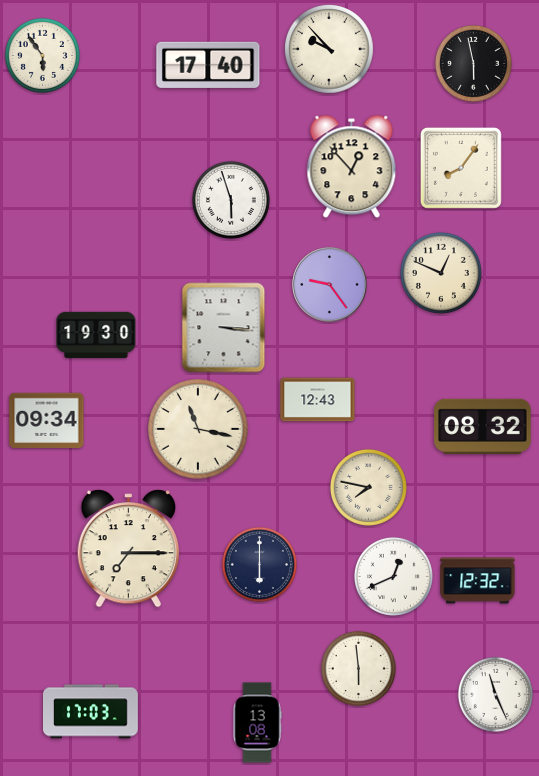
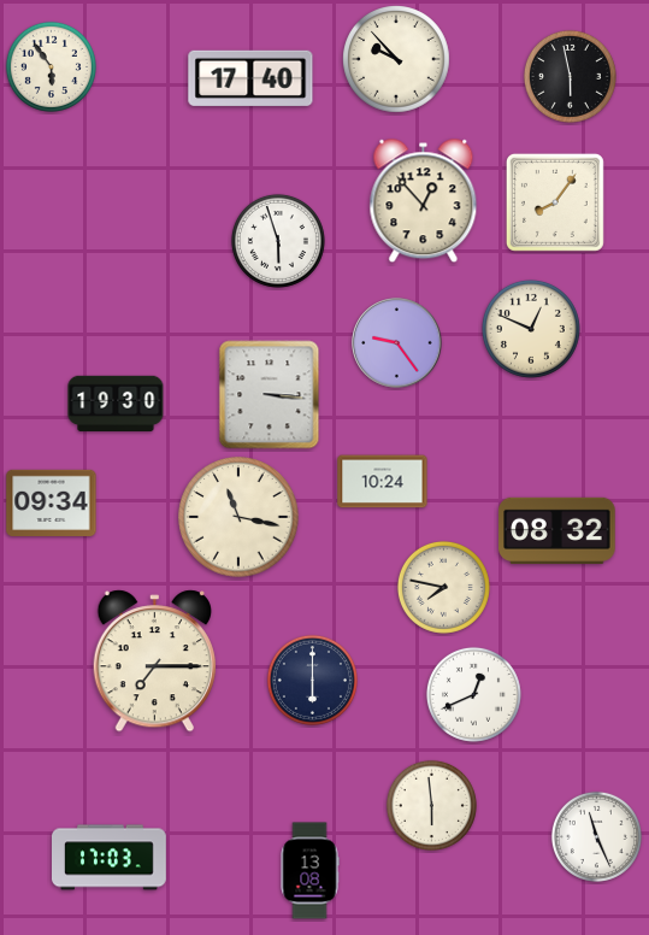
clock at (318, 400): 12:43 -> 10:24
clock at (47, 420) position: (47, 420) -> (52, 502)
clock at (483, 426) position: (483, 426) -> (557, 530)
clock at (478, 581): 12:32 -> none
